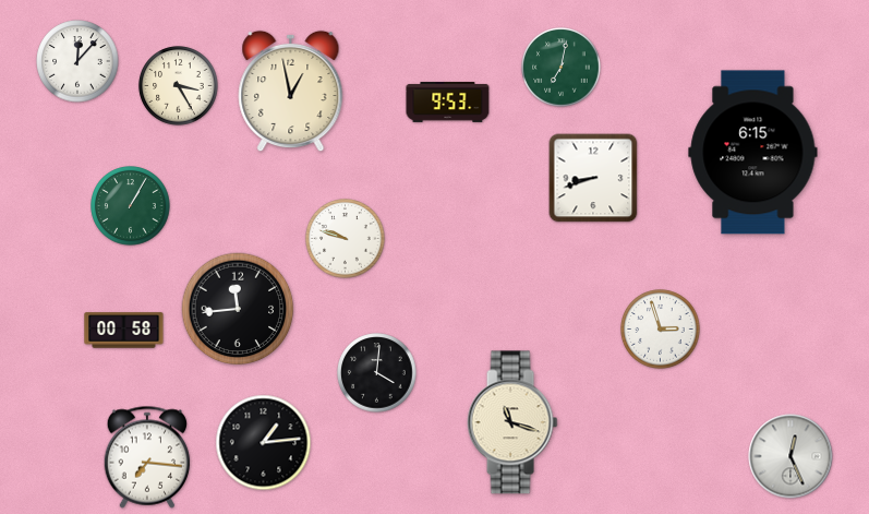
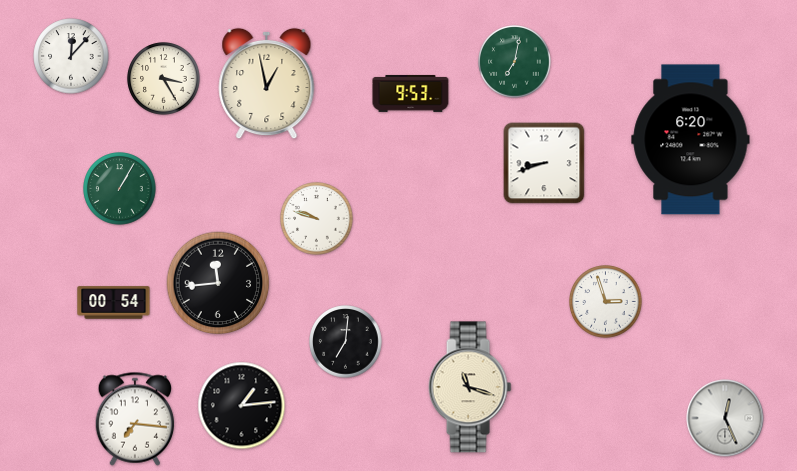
clock at (753, 153): 6:15 -> 6:20
clock at (124, 331): 00:58 -> 00:54
clock at (377, 373): 4:01 -> 7:01
